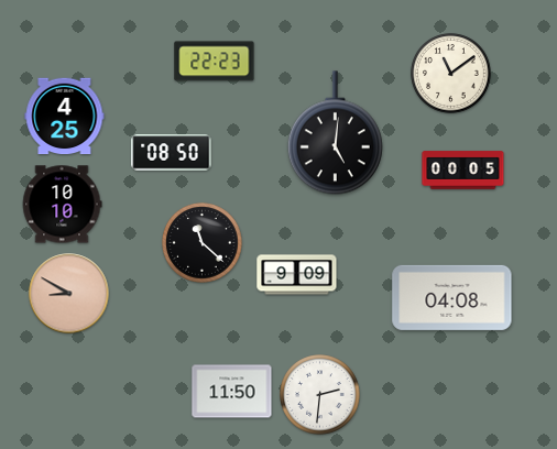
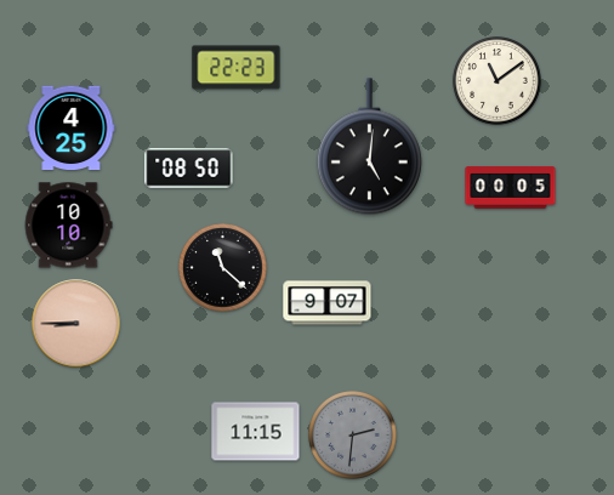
clock at (297, 275): 9:09 -> 9:07
clock at (69, 294): 8:50 -> 8:45
clock at (452, 297): 04:08 -> none
clock at (232, 392): 11:50 -> 11:15
clock at (320, 395) dial: white -> grey
